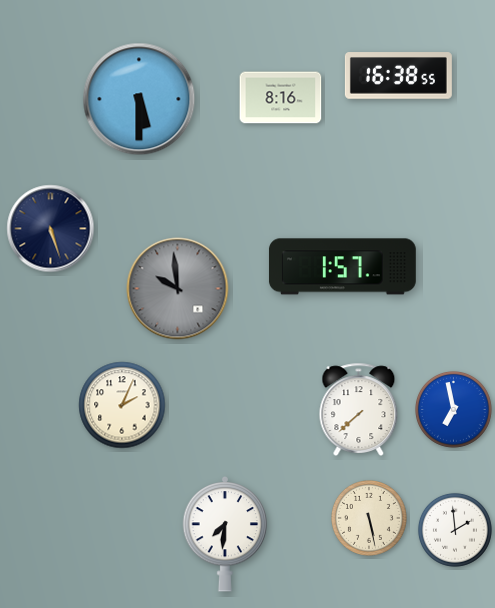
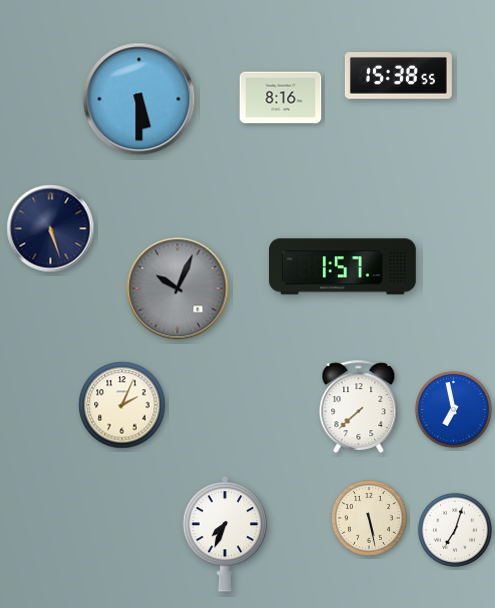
clock at (398, 76): 16:38 -> 15:38
clock at (178, 289): 9:59 -> 10:04
clock at (359, 409) position: (359, 409) -> (359, 406)
clock at (455, 530): 1:59 -> 7:03
clock at (225, 534): 7:31 -> 7:34
